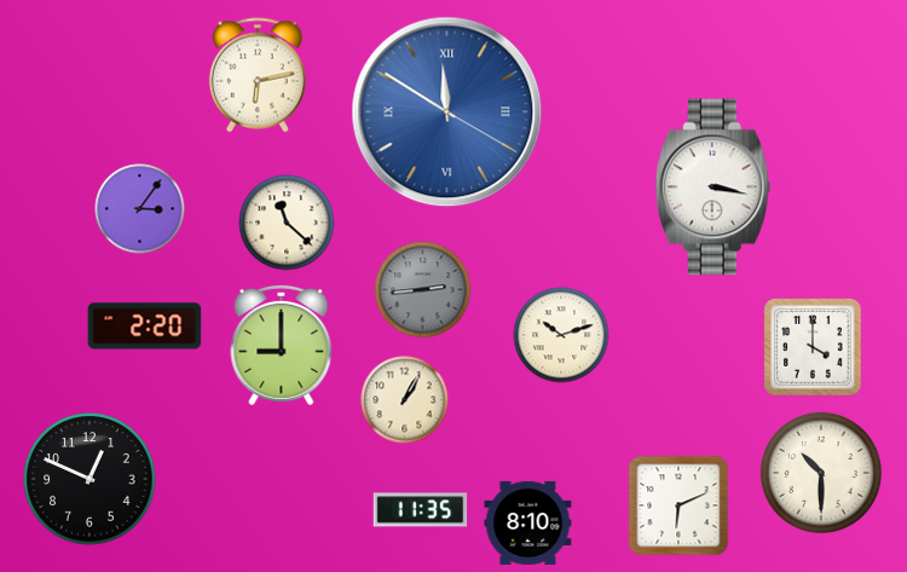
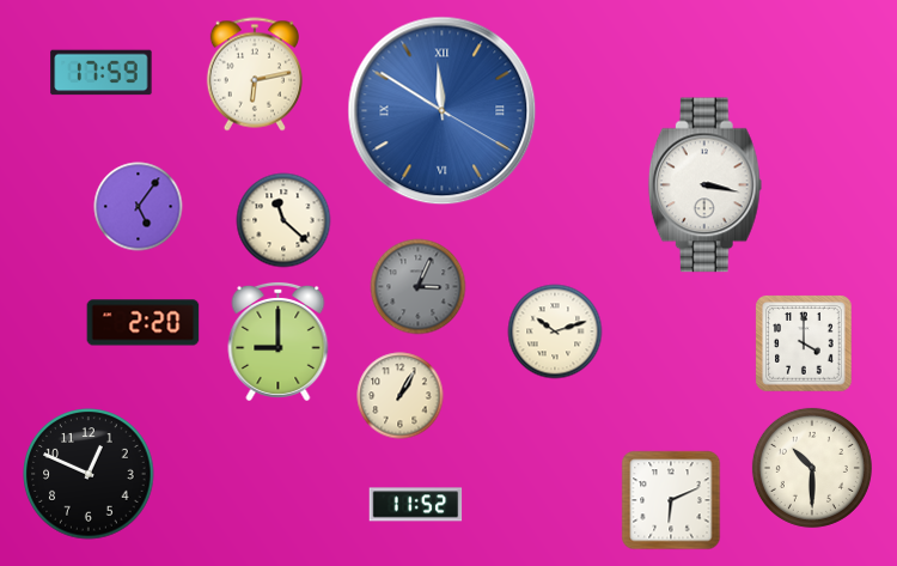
clock at (102, 73): none -> 17:59
clock at (140, 209): 3:06 -> 5:06
clock at (423, 290): 2:44 -> 3:04
clock at (421, 510): 11:35 -> 11:52
clock at (528, 522): 8:10 -> none
